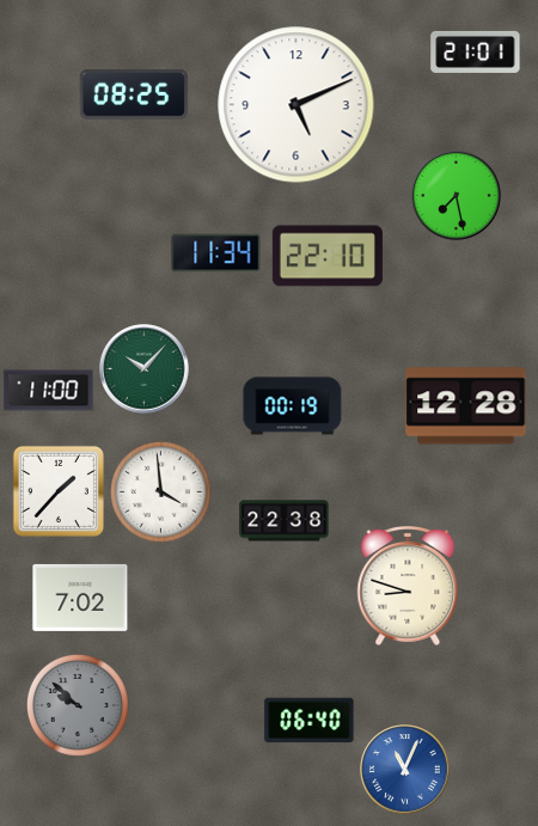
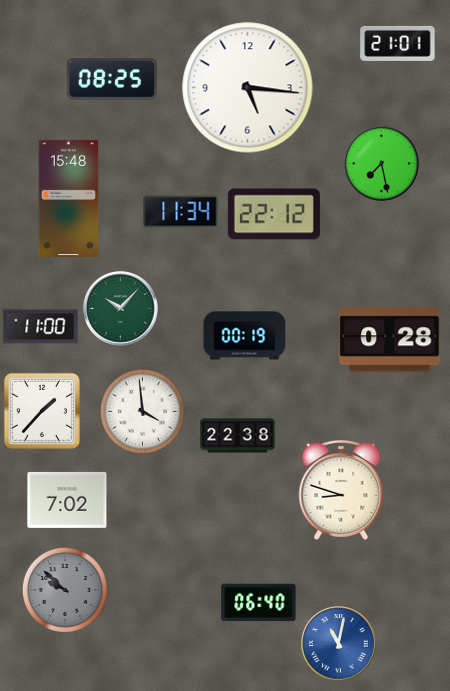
clock at (296, 105): 5:11 -> 5:16
clock at (69, 199): none -> 15:48
clock at (328, 256): 22:10 -> 22:12
clock at (293, 406) position: (293, 406) -> (245, 336)
clock at (466, 406): 12:28 -> 0:28
clock at (59, 491) position: (59, 491) -> (42, 411)
clock at (160, 491) position: (160, 491) -> (142, 411)
clock at (405, 770): 11:04 -> 11:02
